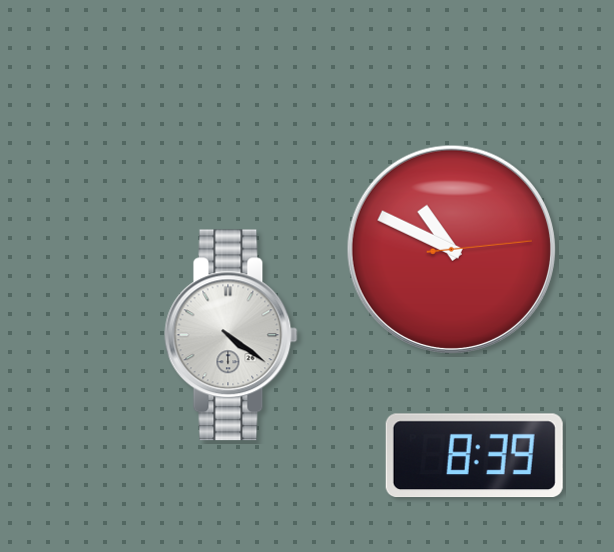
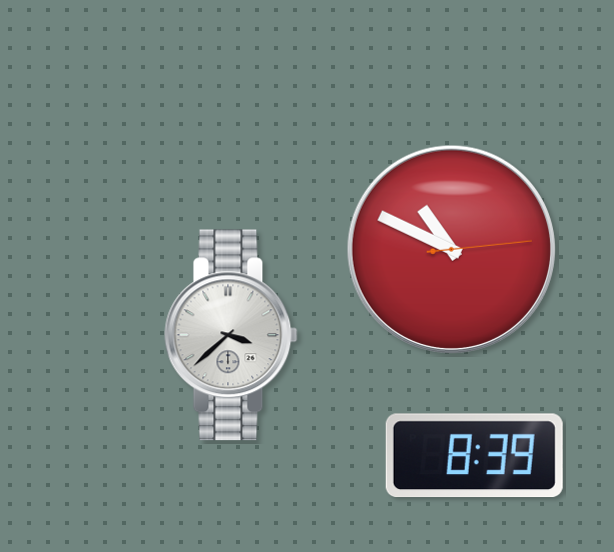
clock at (231, 335): 4:21 -> 3:38
